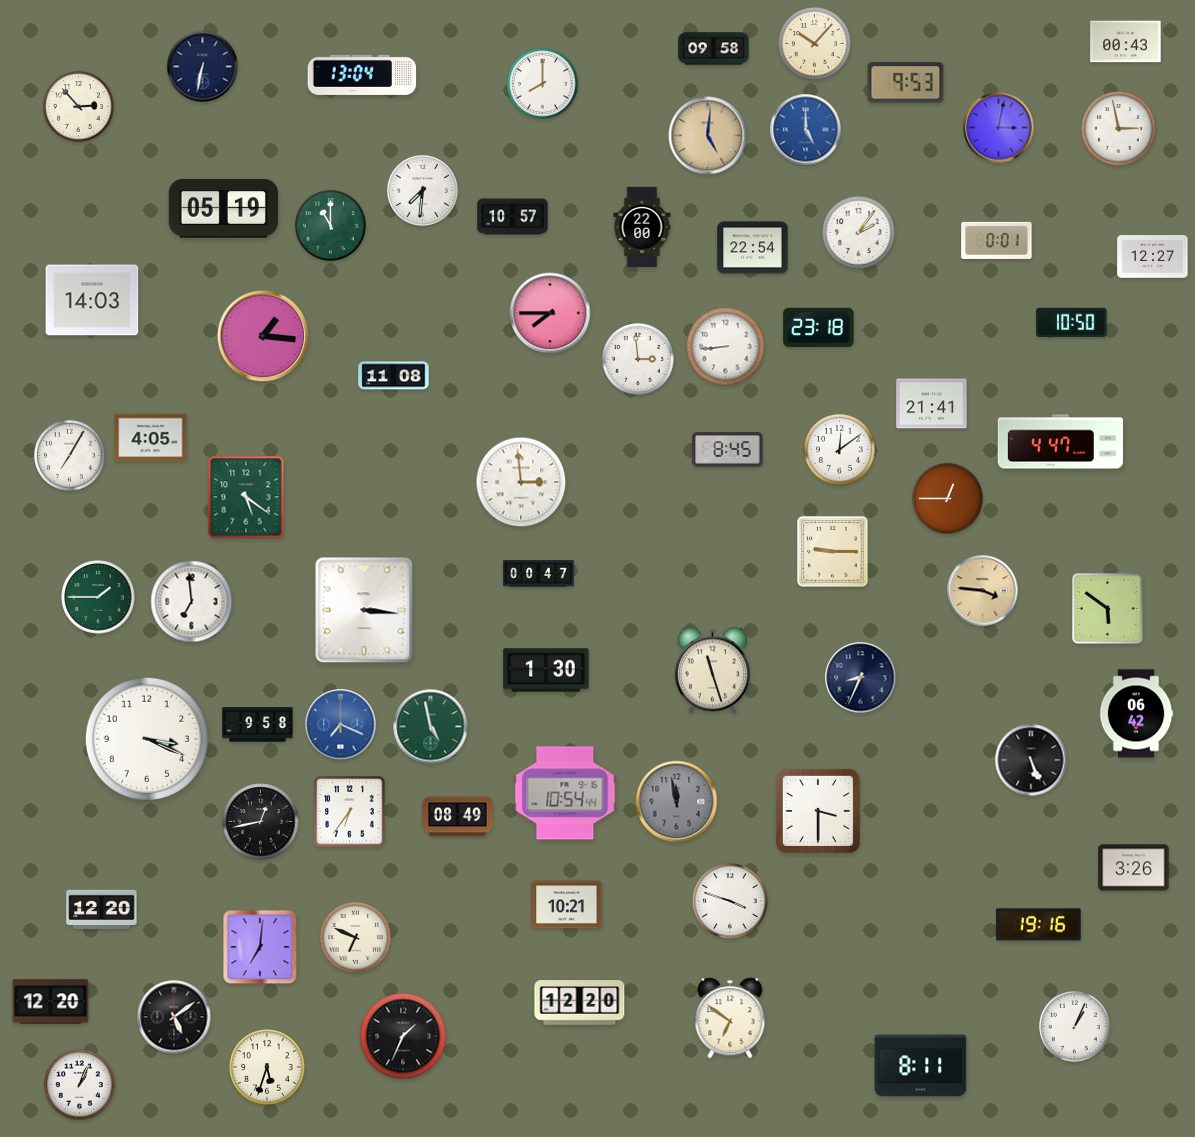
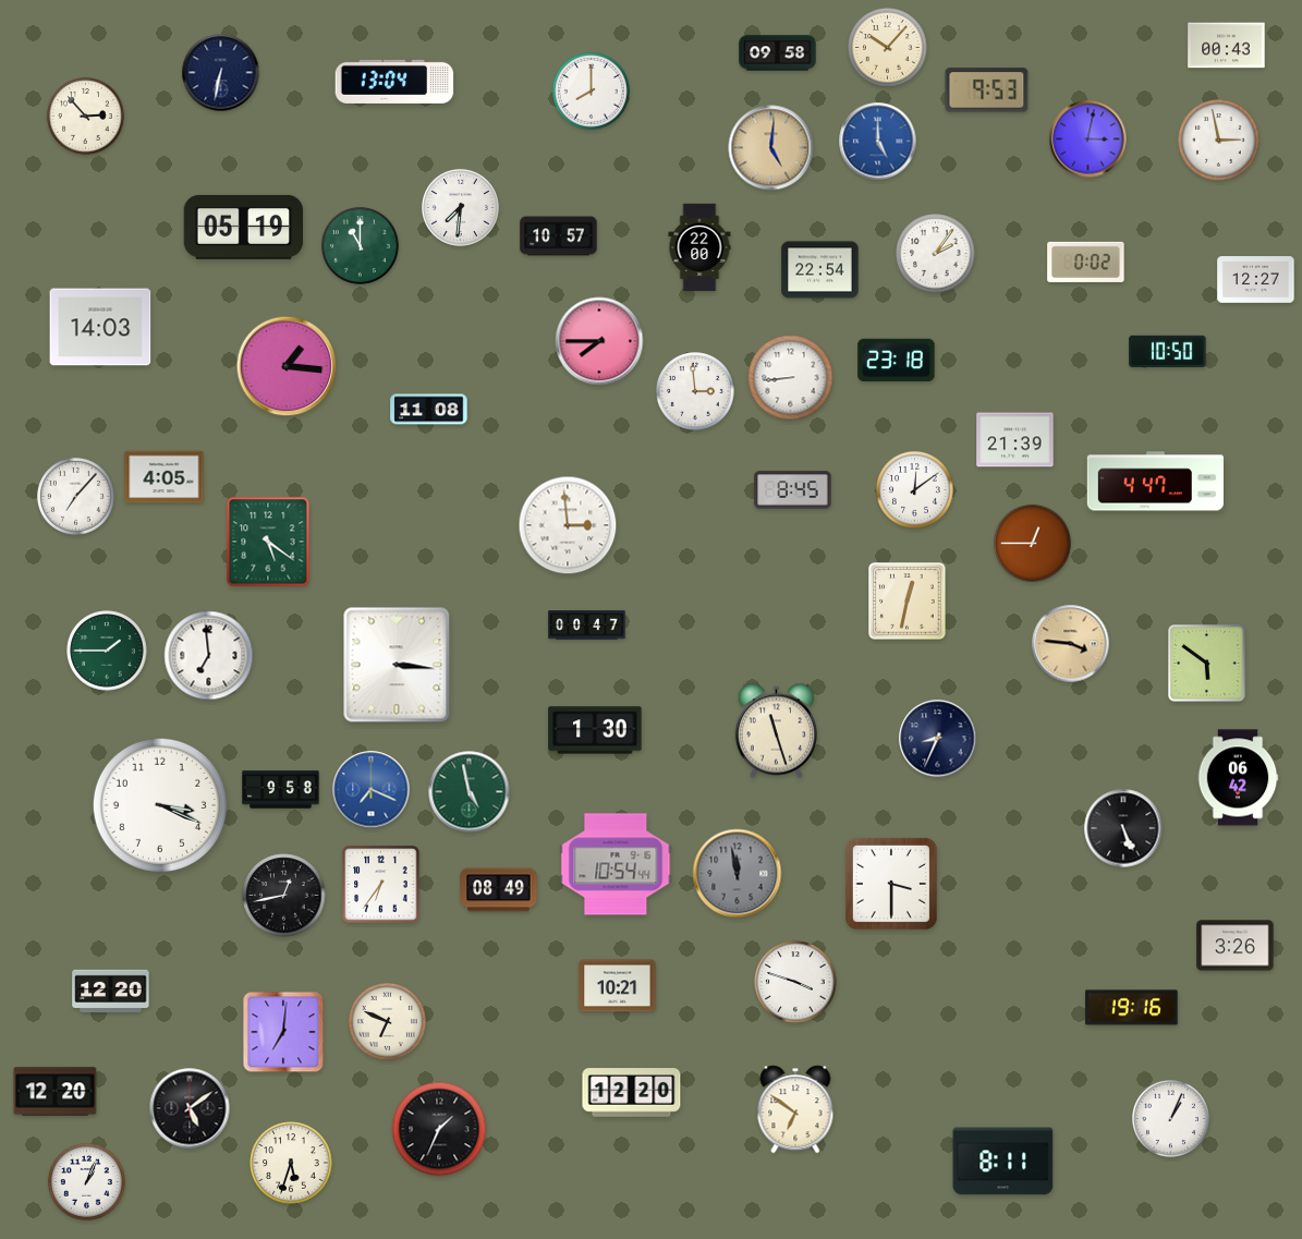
clock at (997, 240): 0:01 -> 0:02
clock at (819, 328) position: (819, 328) -> (897, 361)
clock at (932, 404): 21:41 -> 21:39
clock at (69, 455): 7:05 -> 7:07
clock at (833, 552): 9:15 -> 12:32
